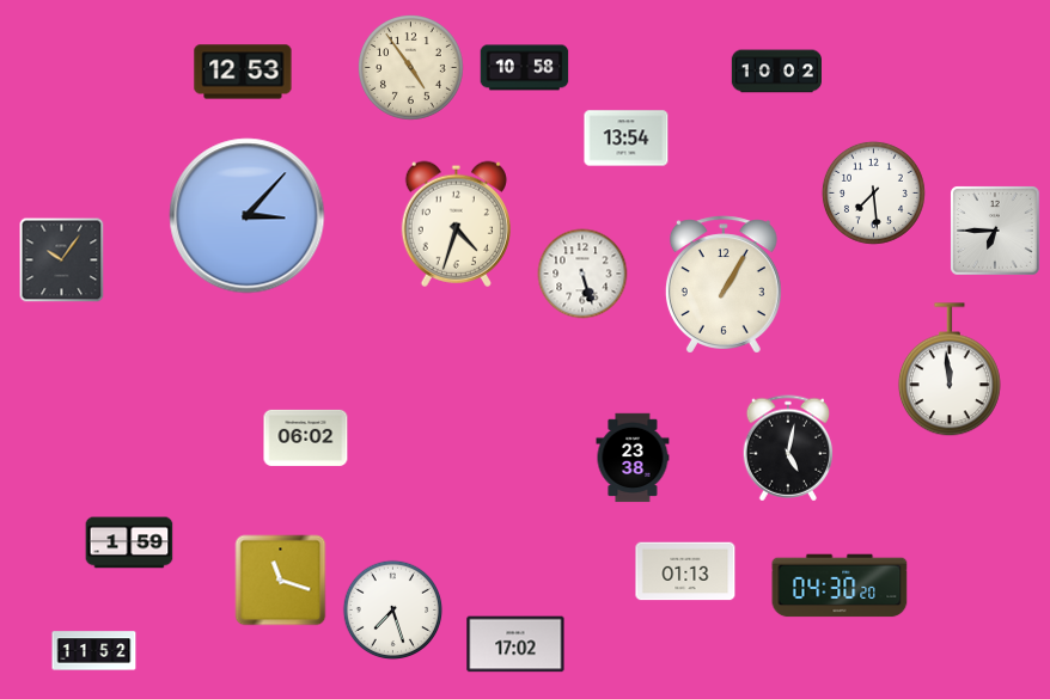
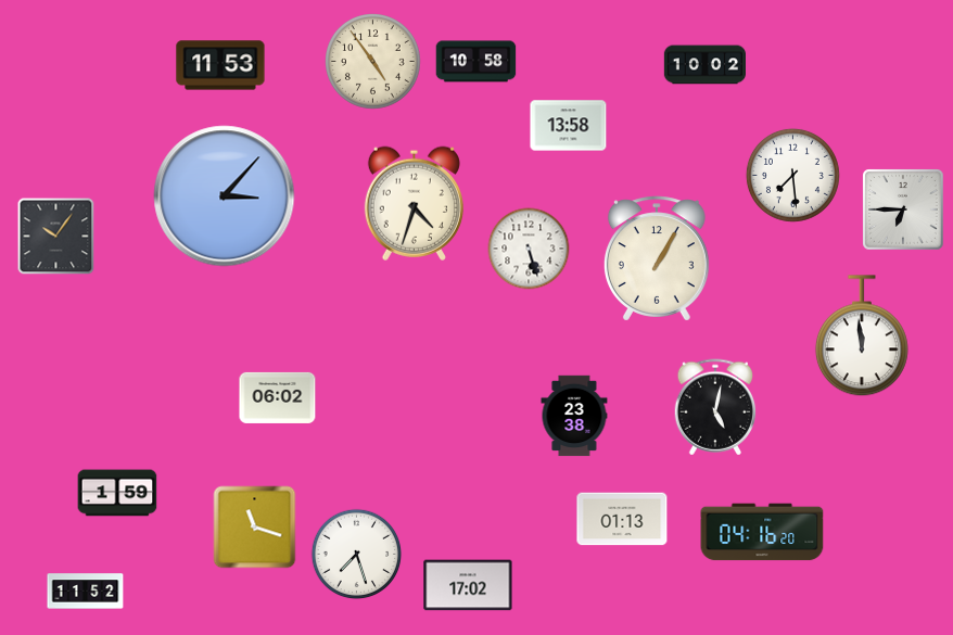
clock at (243, 72): 12:53 -> 11:53
clock at (627, 139): 13:54 -> 13:58
clock at (840, 585): 04:30 -> 04:16
